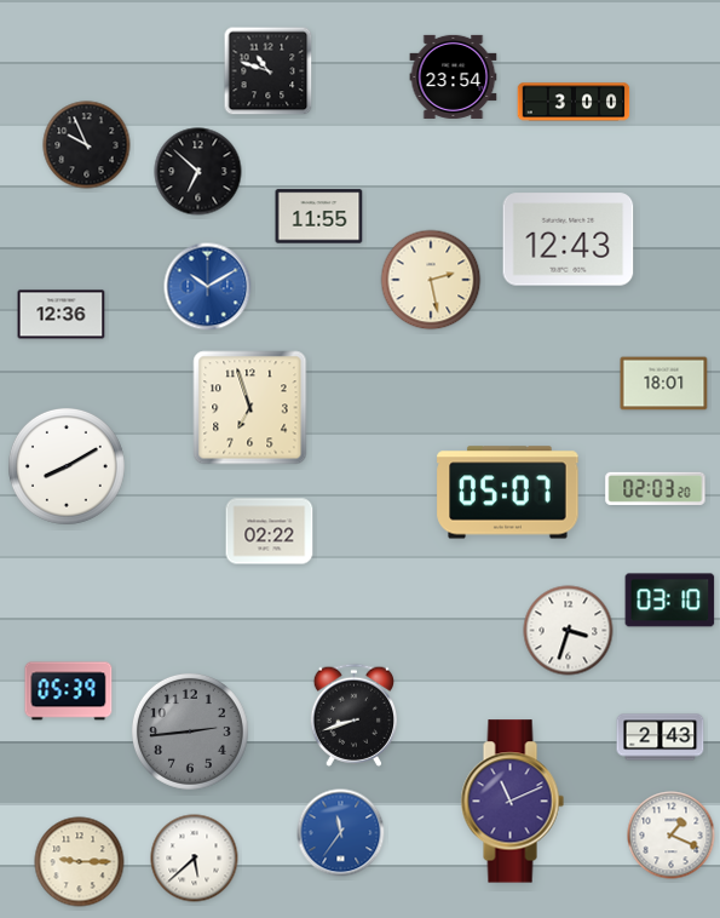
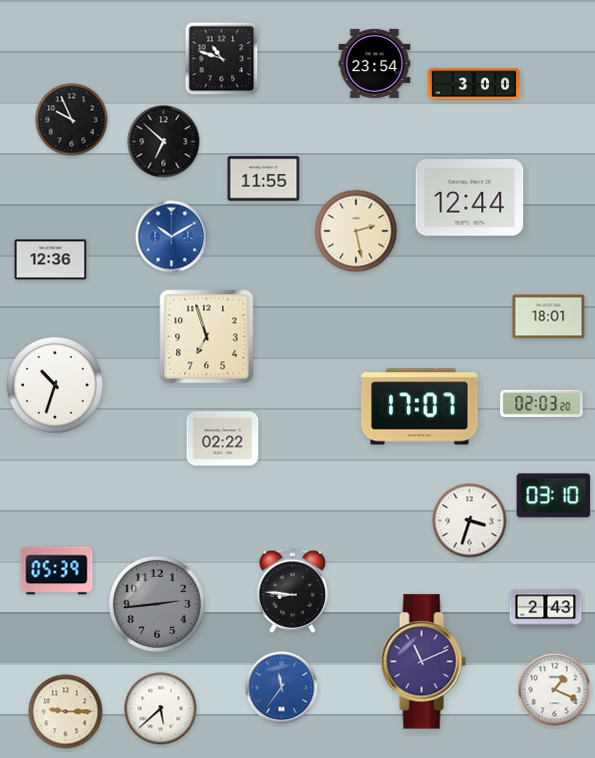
clock at (569, 240): 12:43 -> 12:44
clock at (67, 466): 8:10 -> 10:33
clock at (508, 493): 05:07 -> 17:07
clock at (353, 715): 8:42 -> 8:46
